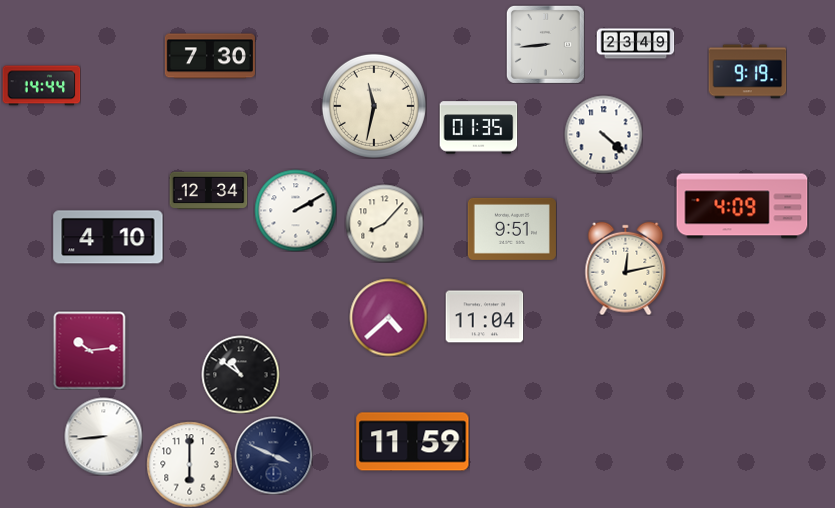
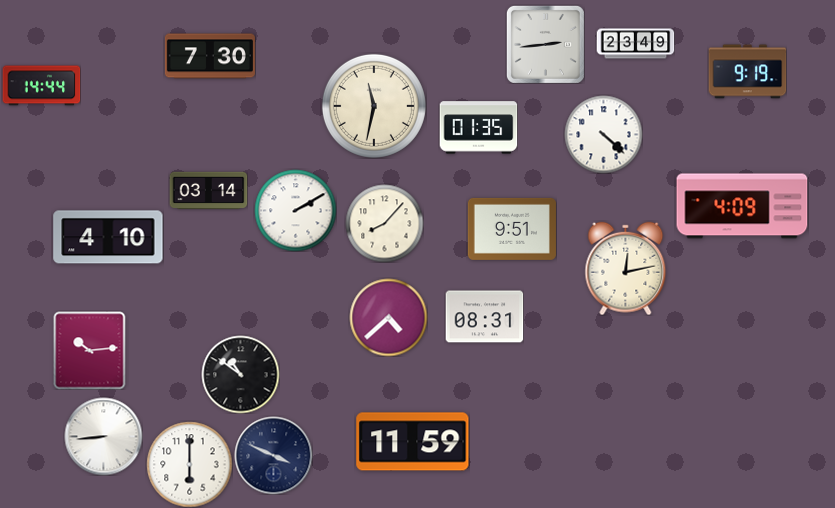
clock at (545, 44): 8:44 -> 2:44
clock at (208, 191): 12:34 -> 03:14
clock at (484, 317): 11:04 -> 08:31
